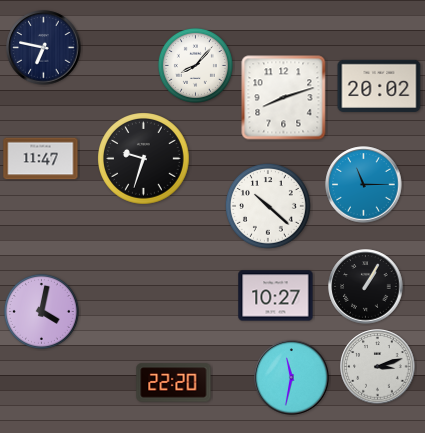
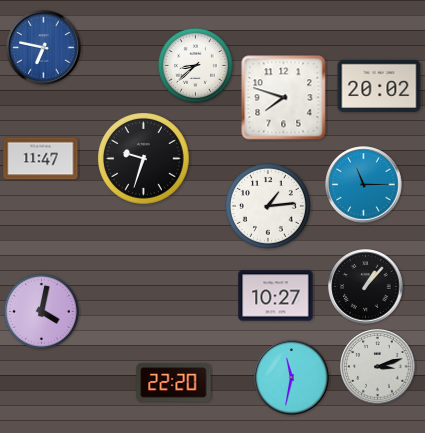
clock at (44, 48) dial: navy -> blue
clock at (195, 65): 8:07 -> 8:38
clock at (284, 98): 8:12 -> 7:48
clock at (269, 207): 10:22 -> 1:14
clock at (366, 287): 1:05 -> 1:07
